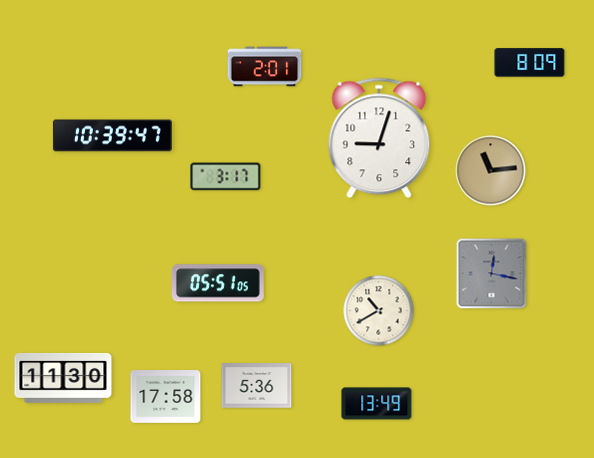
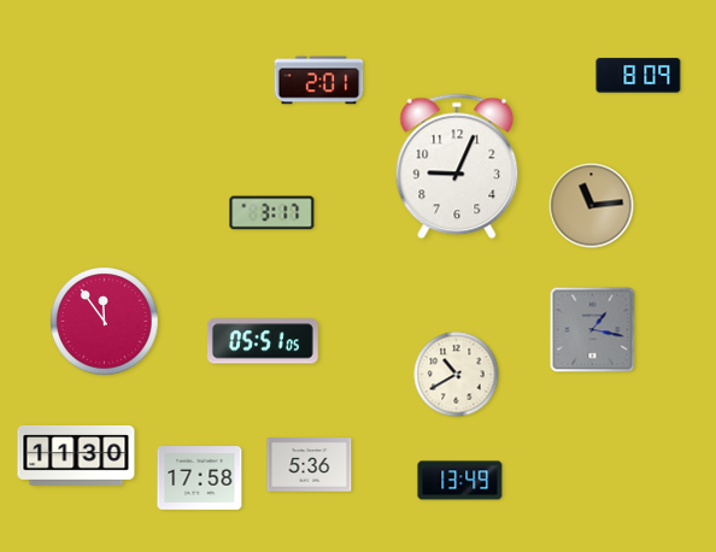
clock at (112, 136): 10:39 -> none
clock at (379, 138): 9:03 -> 9:04
clock at (105, 322): none -> 11:54
clock at (492, 274): 12:17 -> 1:17
clock at (377, 404) position: (377, 404) -> (460, 481)
